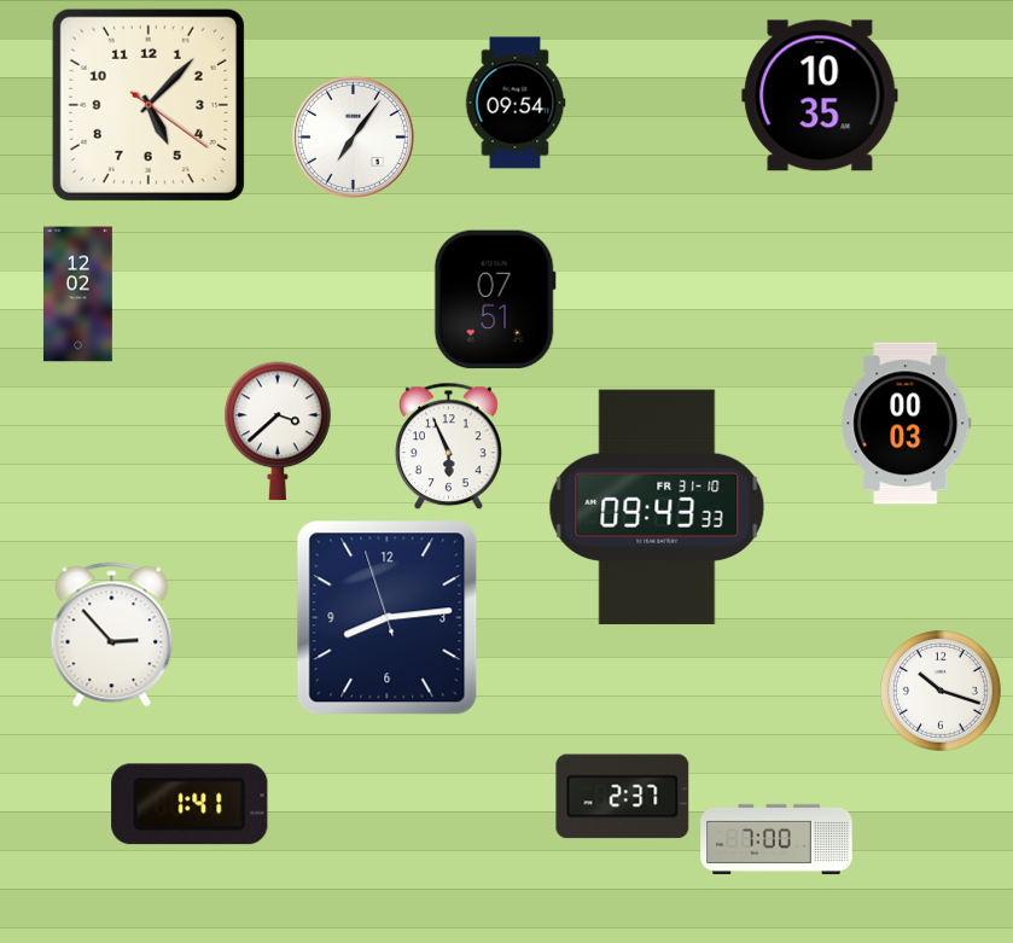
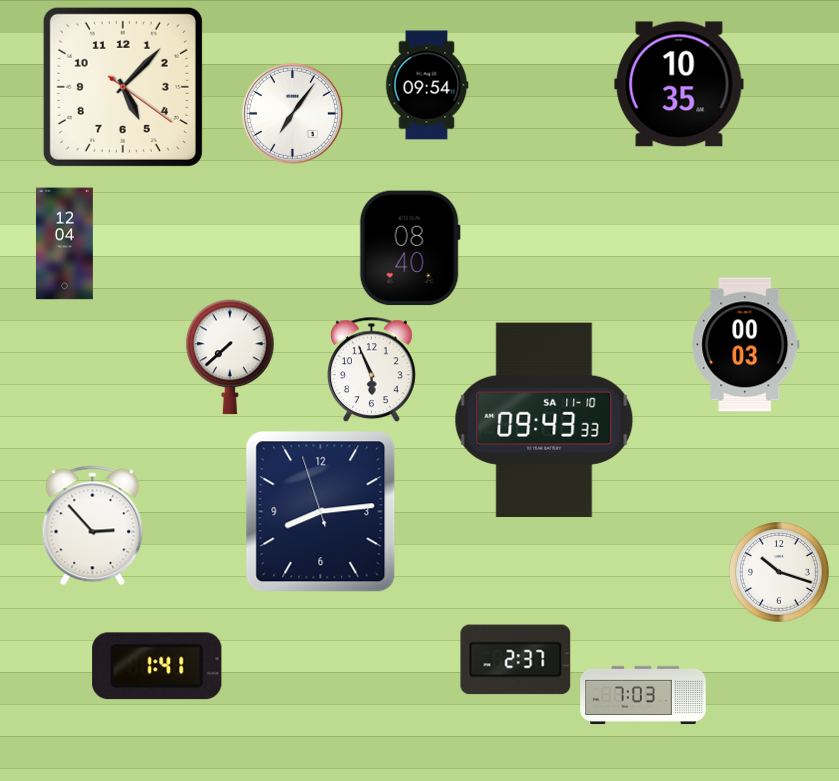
clock at (820, 95) position: (820, 95) -> (679, 84)
clock at (77, 295): 12:02 -> 12:04
clock at (495, 299): 07:51 -> 08:40
clock at (907, 424) position: (907, 424) -> (746, 345)
clock at (278, 431): 3:38 -> 7:38
clock at (657, 507) date: FR 31-10 -> SA 11-10
clock at (776, 839): 7:00 -> 7:03
